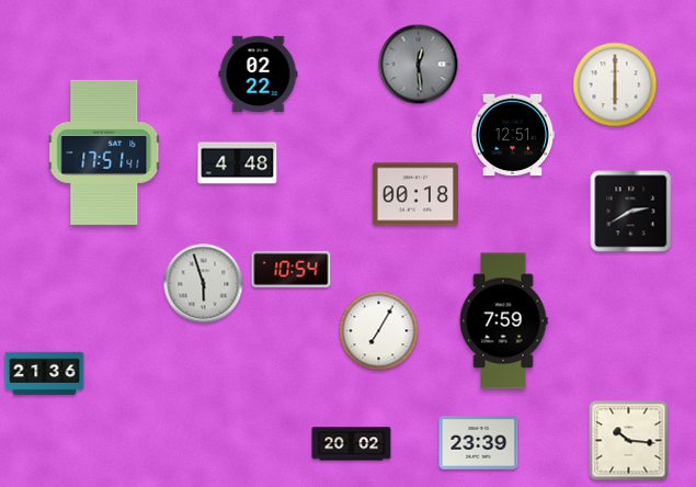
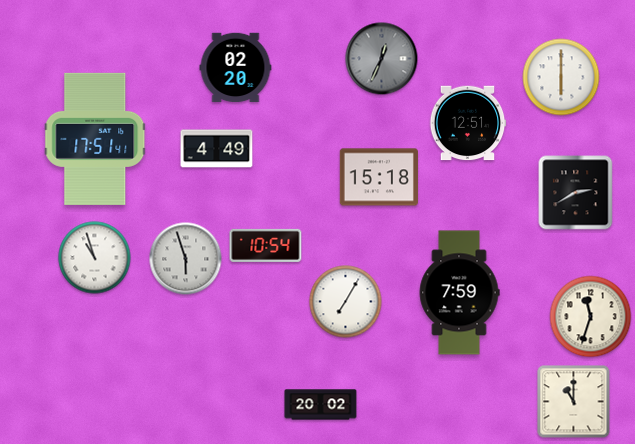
clock at (419, 65): 12:29 -> 12:34
clock at (259, 75): 02:22 -> 02:20
clock at (238, 163): 4:48 -> 4:49
clock at (415, 194): 00:18 -> 15:18
clock at (95, 258): none -> 10:57
clock at (591, 317): none -> 11:33
clock at (45, 374): 21:36 -> none
clock at (629, 441): 10:16 -> 11:00
clock at (479, 443): 23:39 -> none
